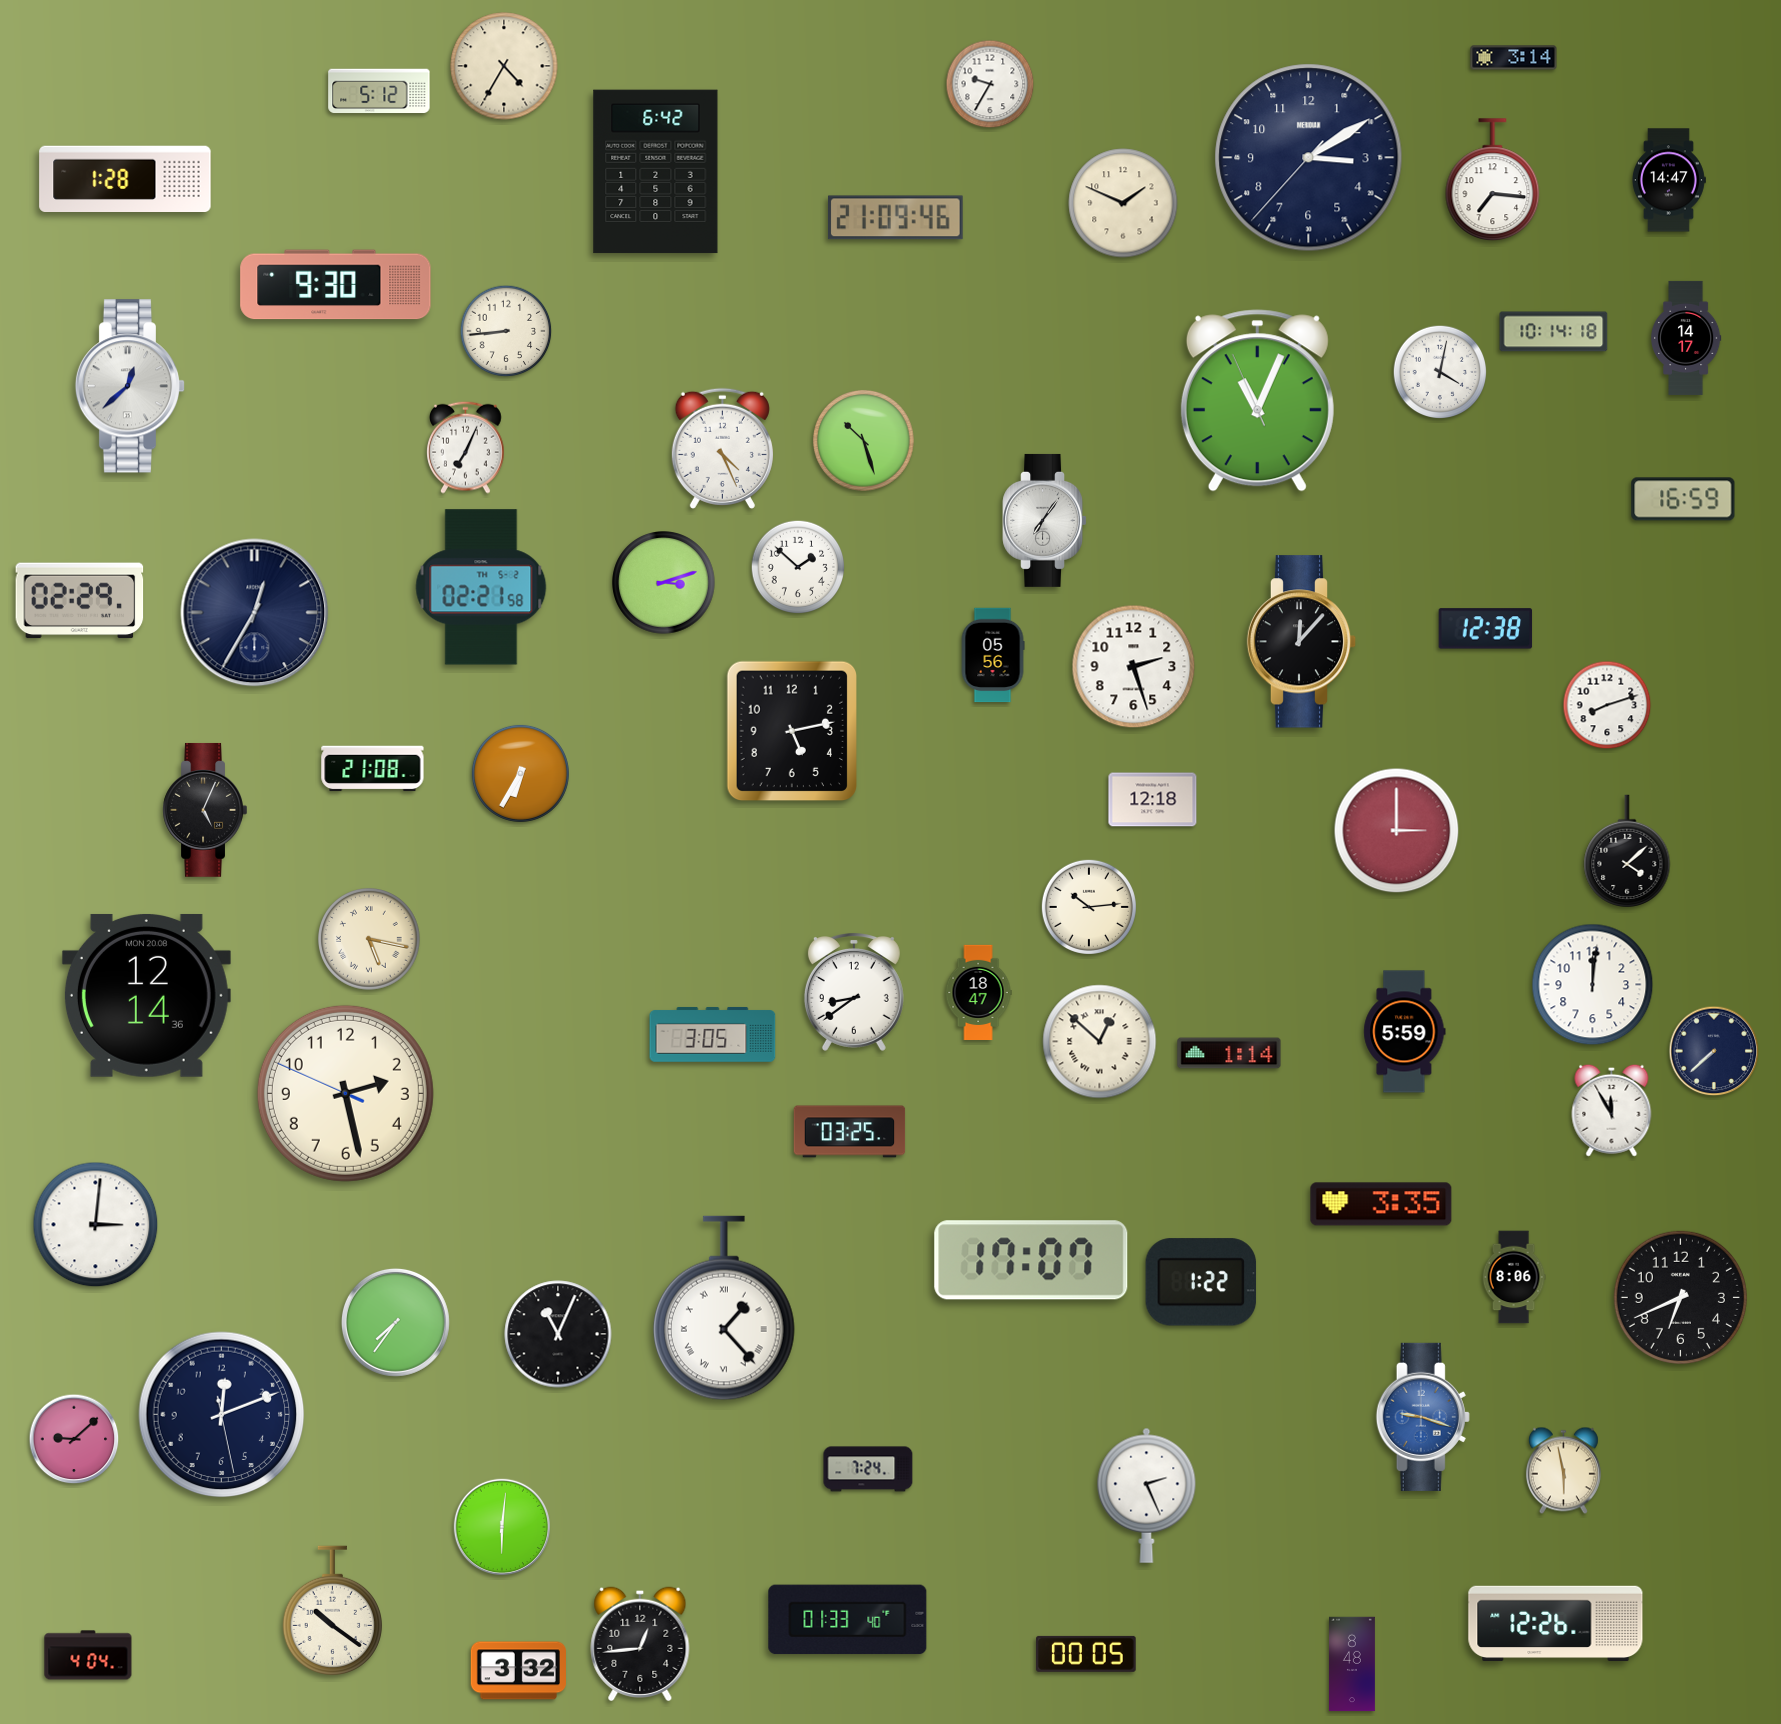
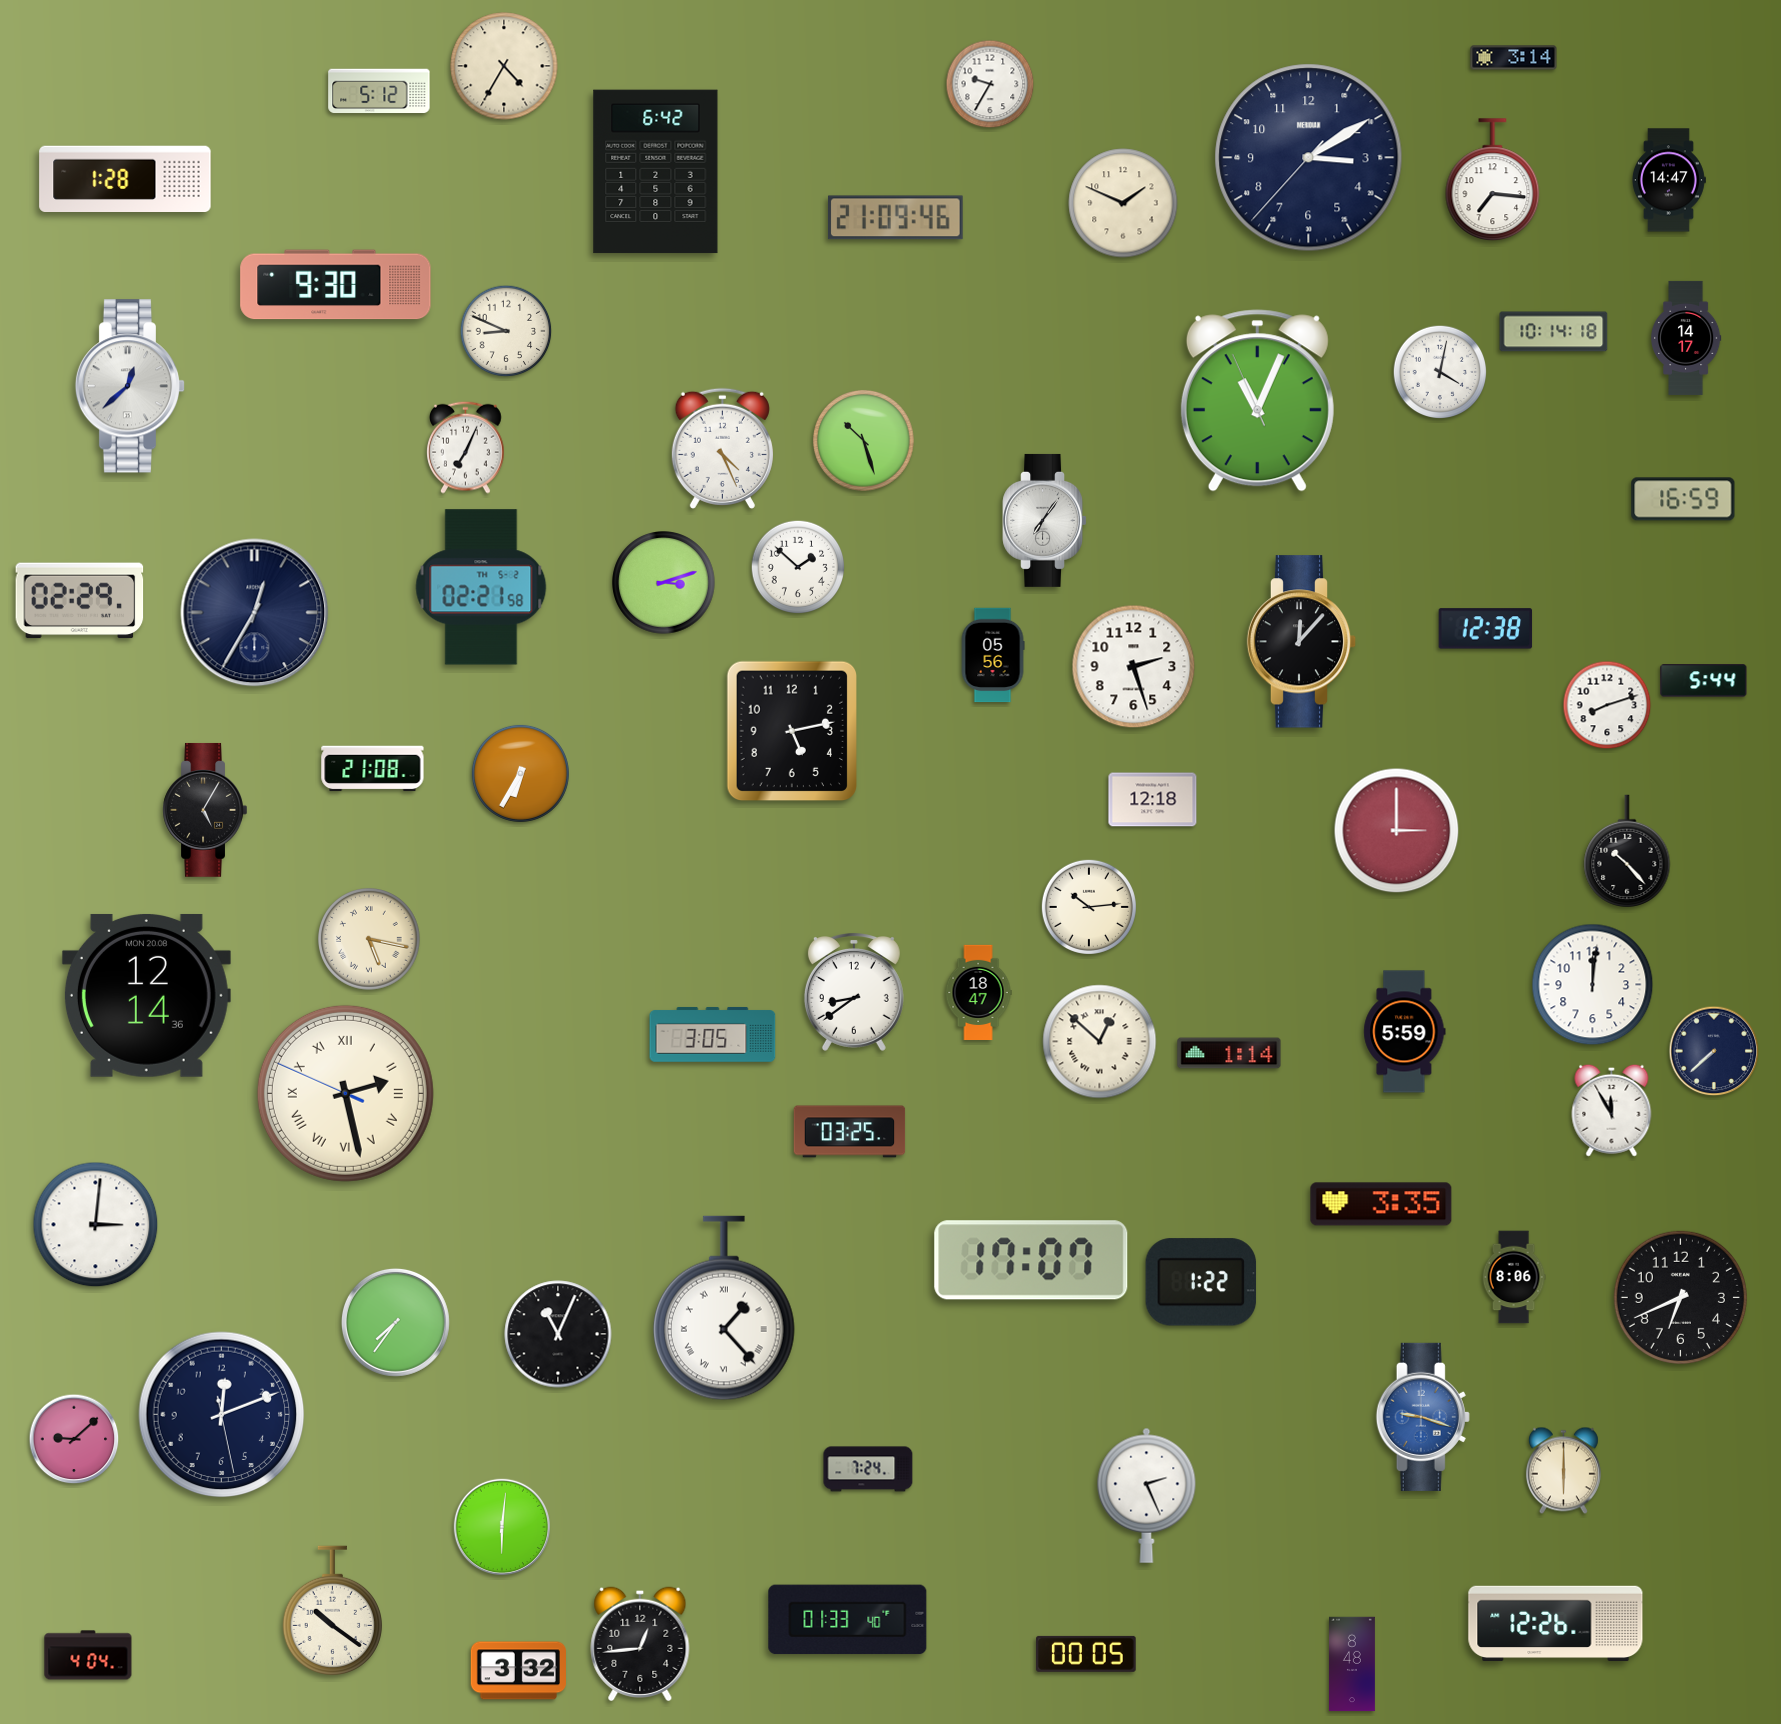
clock at (506, 331): 8:44 -> 8:49
clock at (1704, 681): none -> 5:44
clock at (205, 810): 5:04 -> 5:05
clock at (1627, 851): 4:08 -> 10:23
clock at (345, 1093) numerals: Arabic -> Roman
clock at (1563, 1471): 5:58 -> 6:00
